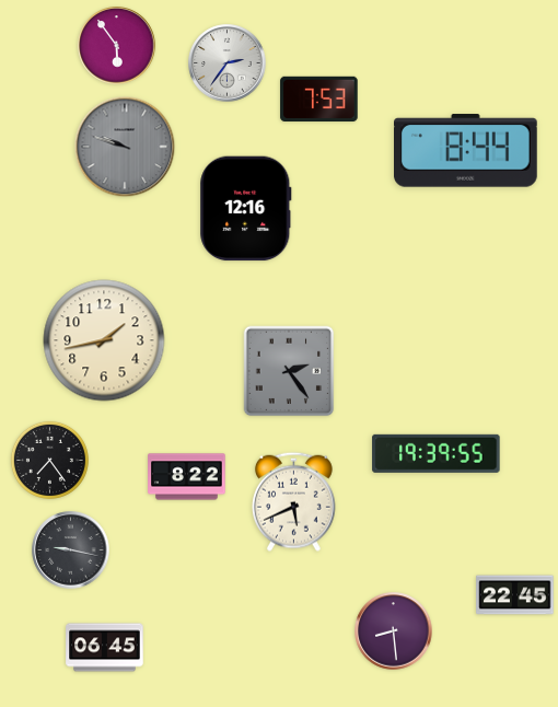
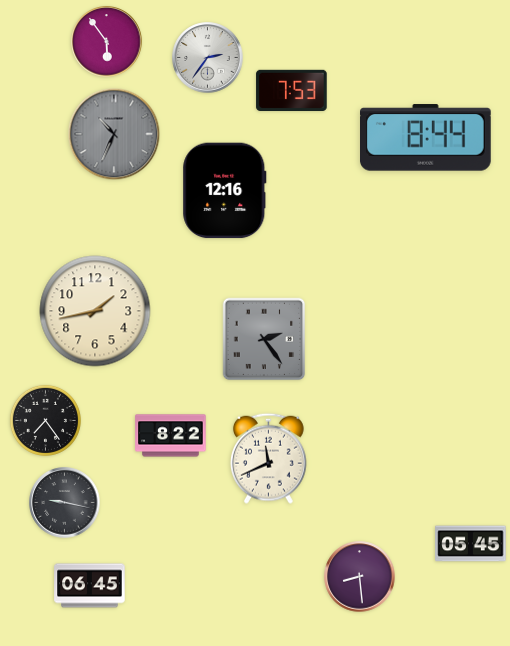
clock at (125, 147): 9:48 -> 10:34
clock at (437, 453): 19:39 -> none
clock at (293, 501): 5:41 -> 11:41
clock at (515, 595): 22:45 -> 05:45
clock at (105, 648) position: (105, 648) -> (90, 586)
